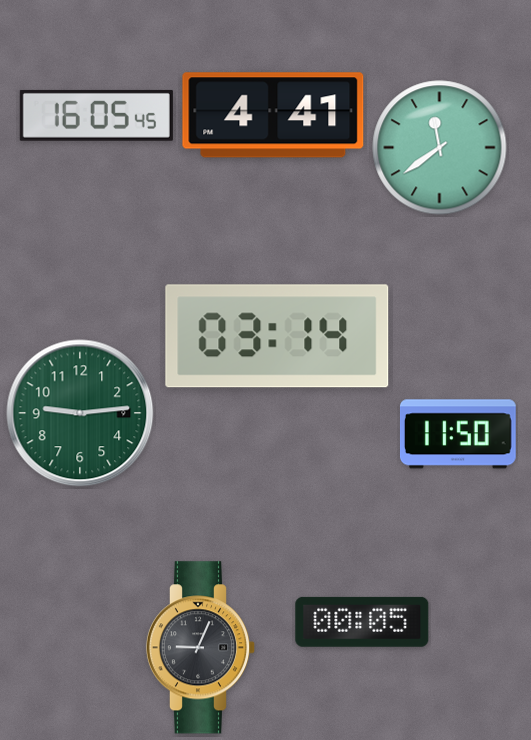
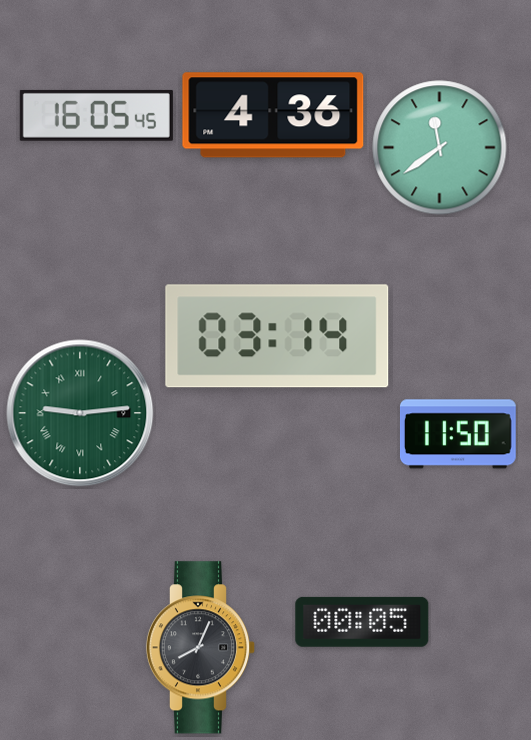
clock at (273, 115): 4:41 -> 4:36
clock at (80, 413) numerals: Arabic -> Roman
clock at (201, 648): 9:04 -> 8:04
